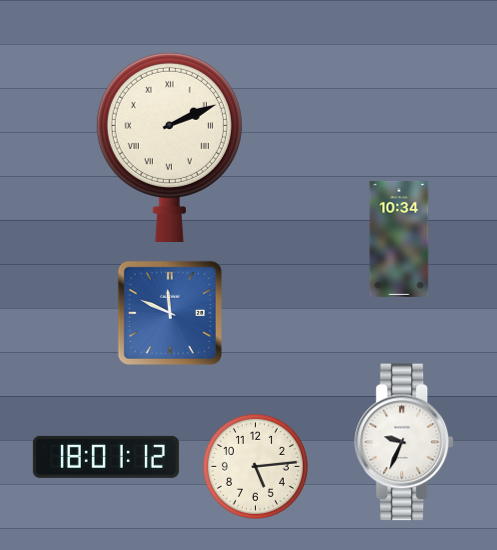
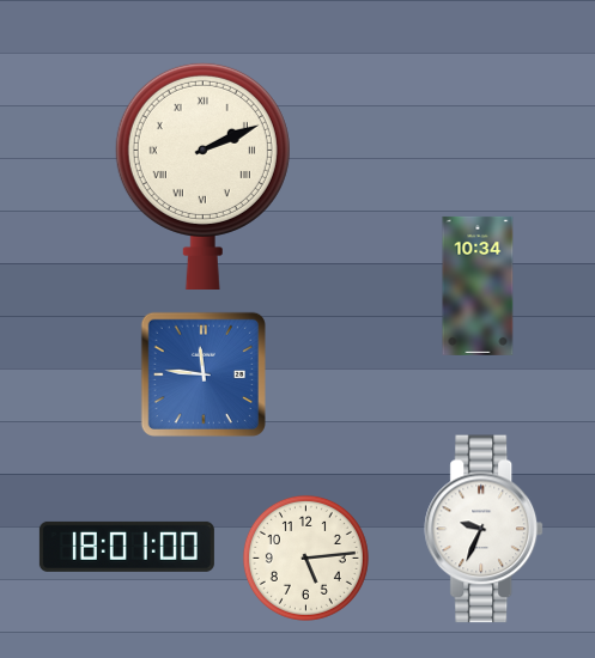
clock at (170, 313): 11:49 -> 11:46
clock at (106, 457): 18:01:12 -> 18:01:00
